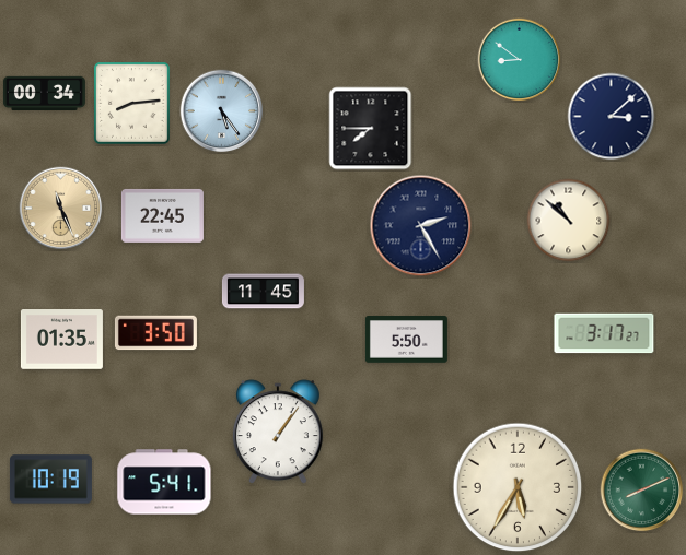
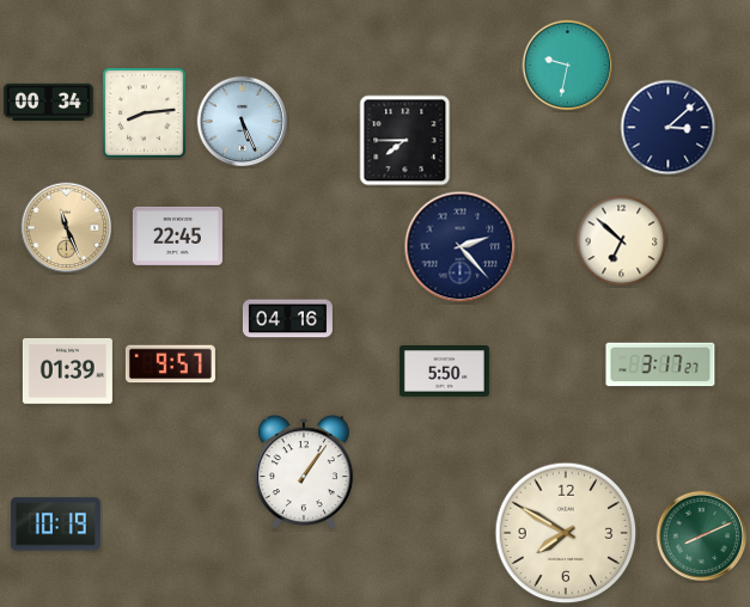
clock at (520, 60): 8:51 -> 9:32
clock at (222, 111): 5:24 -> 5:26
clock at (569, 221): 10:52 -> 6:52
clock at (421, 226): 2:25 -> 2:23
clock at (263, 292): 11:45 -> 04:16
clock at (155, 333): 3:50 -> 9:57
clock at (61, 340): 01:35 -> 01:39
clock at (164, 482): 5:41 -> none
clock at (518, 487): 5:35 -> 7:50
